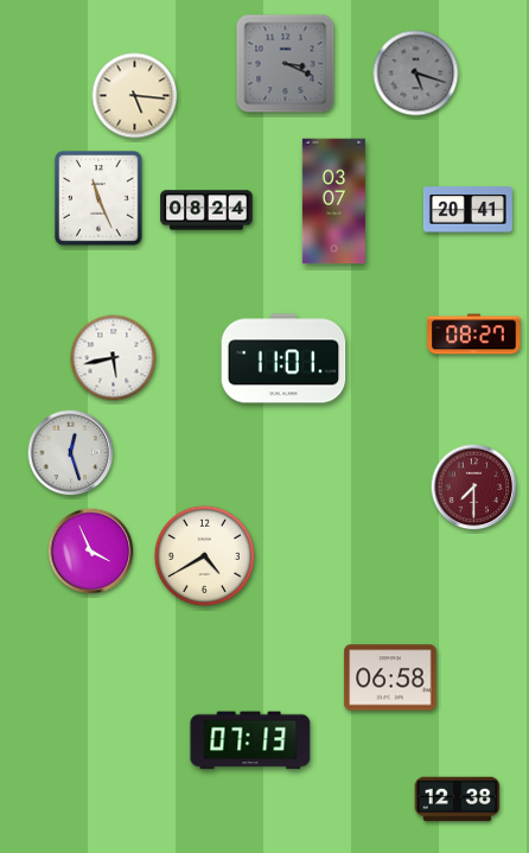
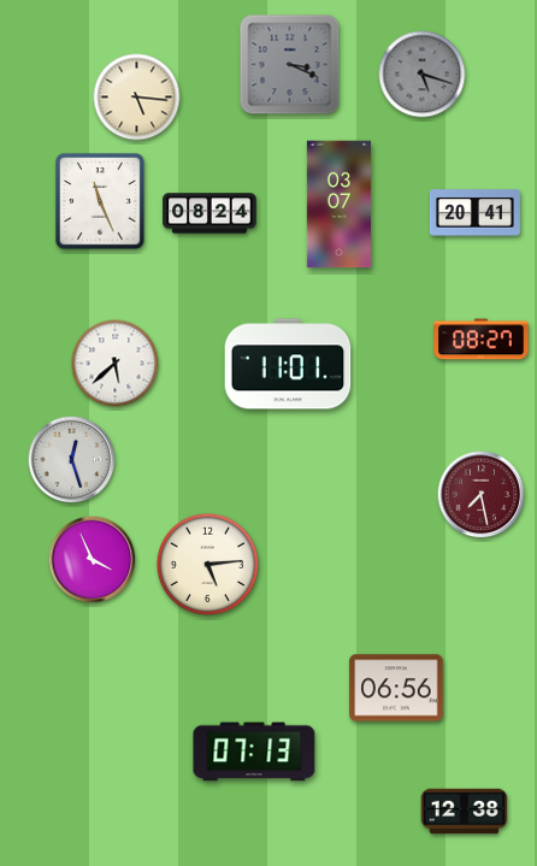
clock at (114, 358): 5:43 -> 5:38
clock at (474, 488): 7:30 -> 7:28
clock at (204, 555): 4:40 -> 5:14
clock at (390, 677): 06:58 -> 06:56
